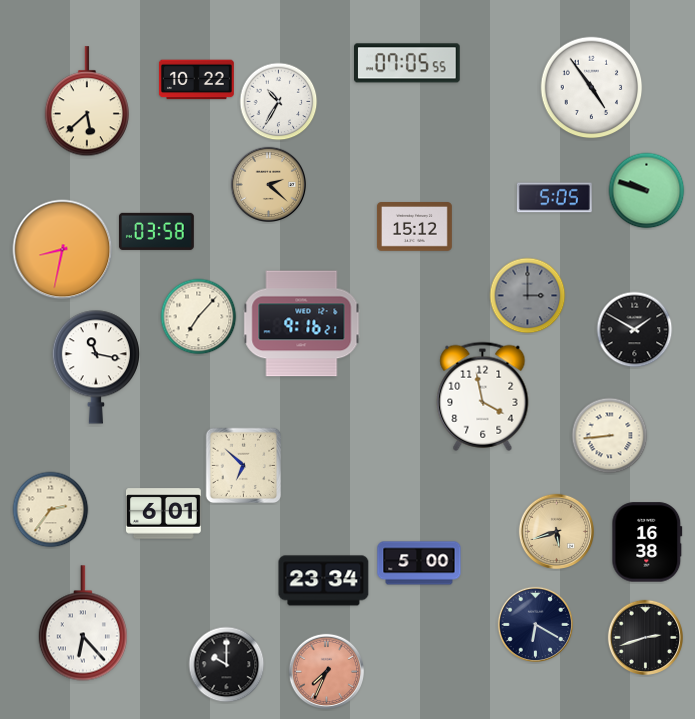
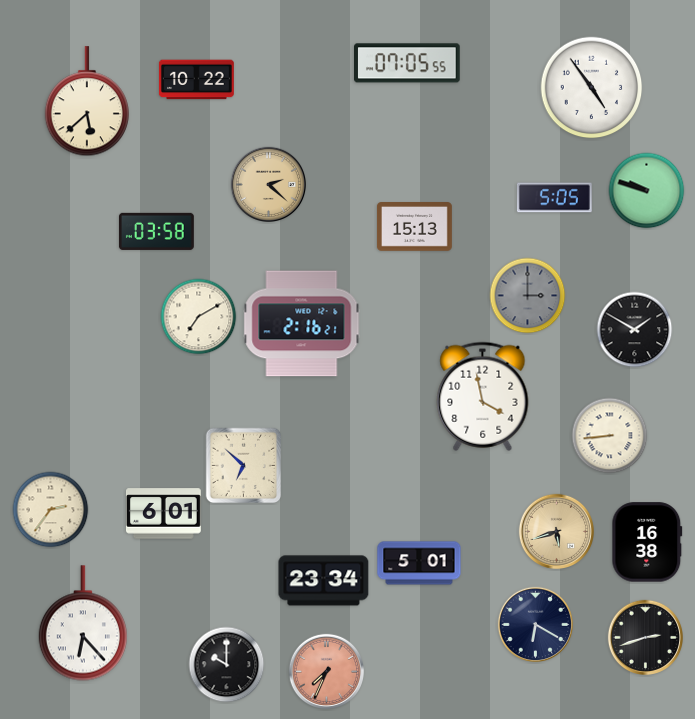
clock at (279, 102): 10:35 -> none
clock at (414, 227): 15:12 -> 15:13
clock at (63, 250): 8:32 -> none
clock at (199, 317): 7:07 -> 7:10
clock at (302, 324): 9:16 -> 2:16
clock at (96, 367): 11:17 -> none
clock at (419, 563): 5:00 -> 5:01
